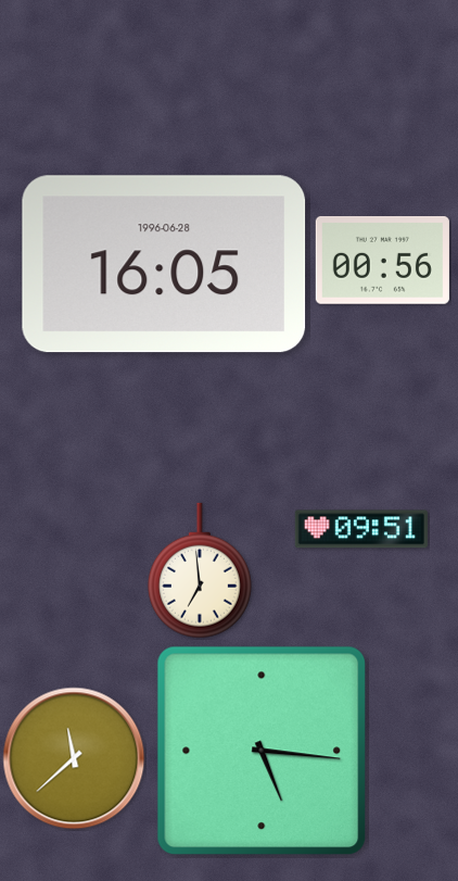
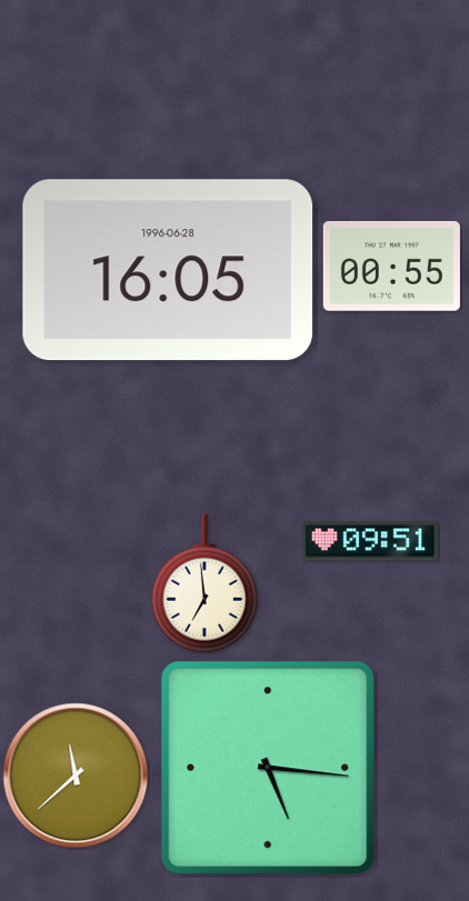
clock at (382, 260): 00:56 -> 00:55
